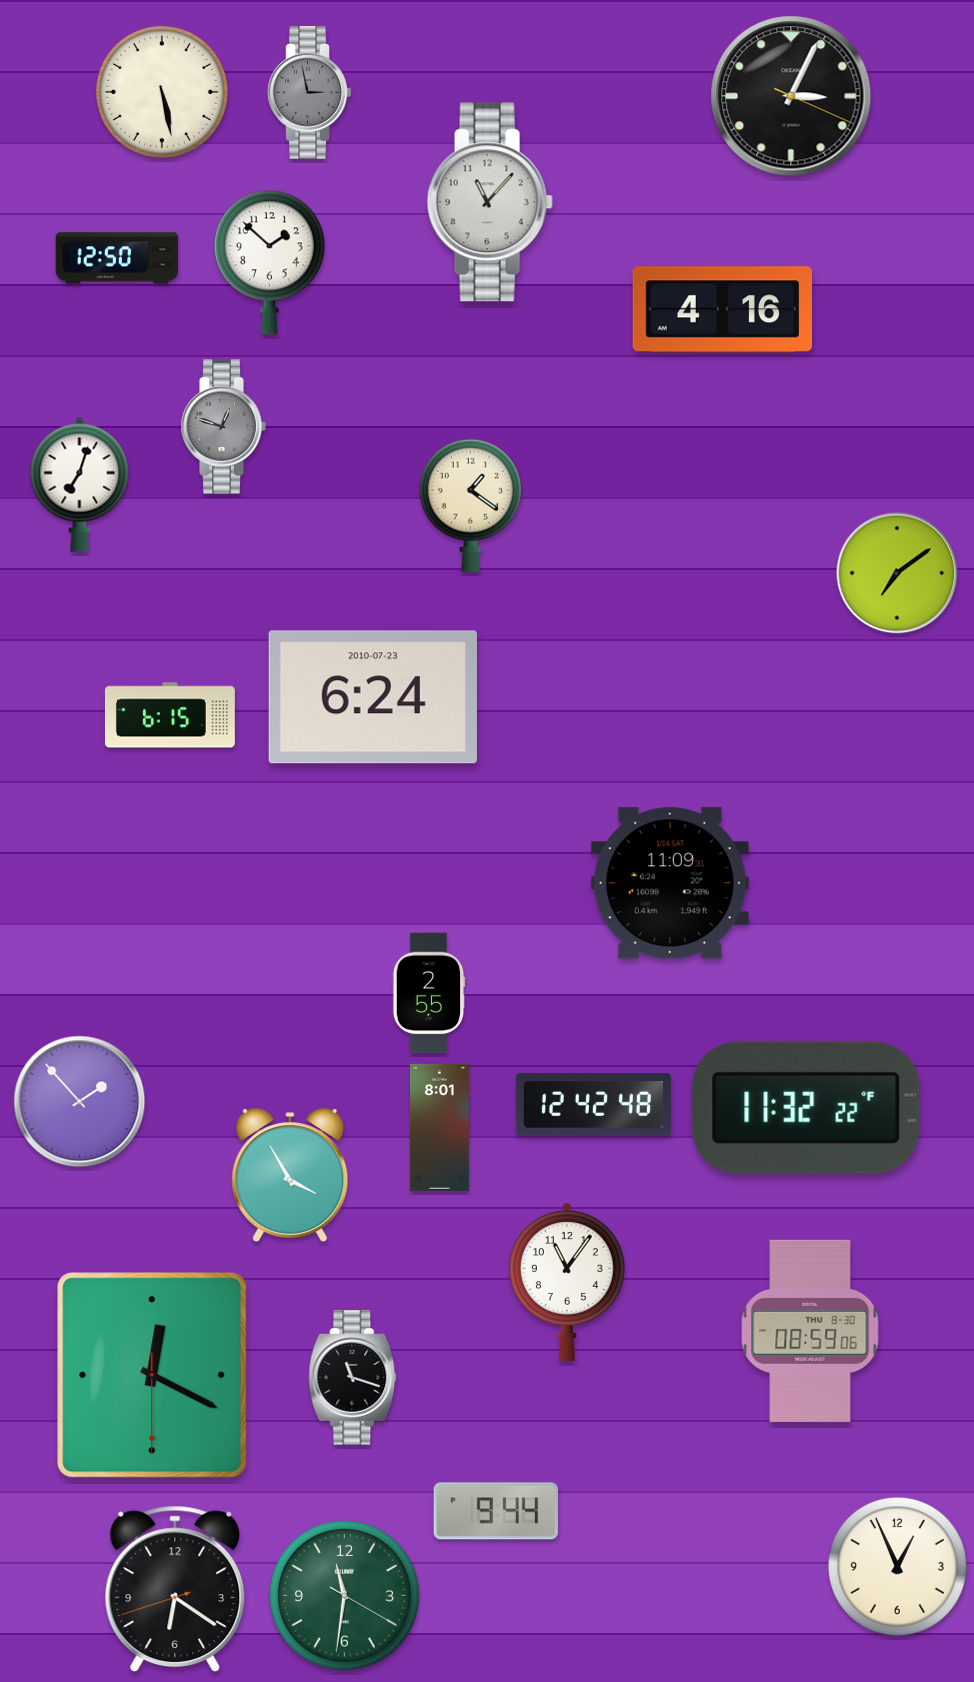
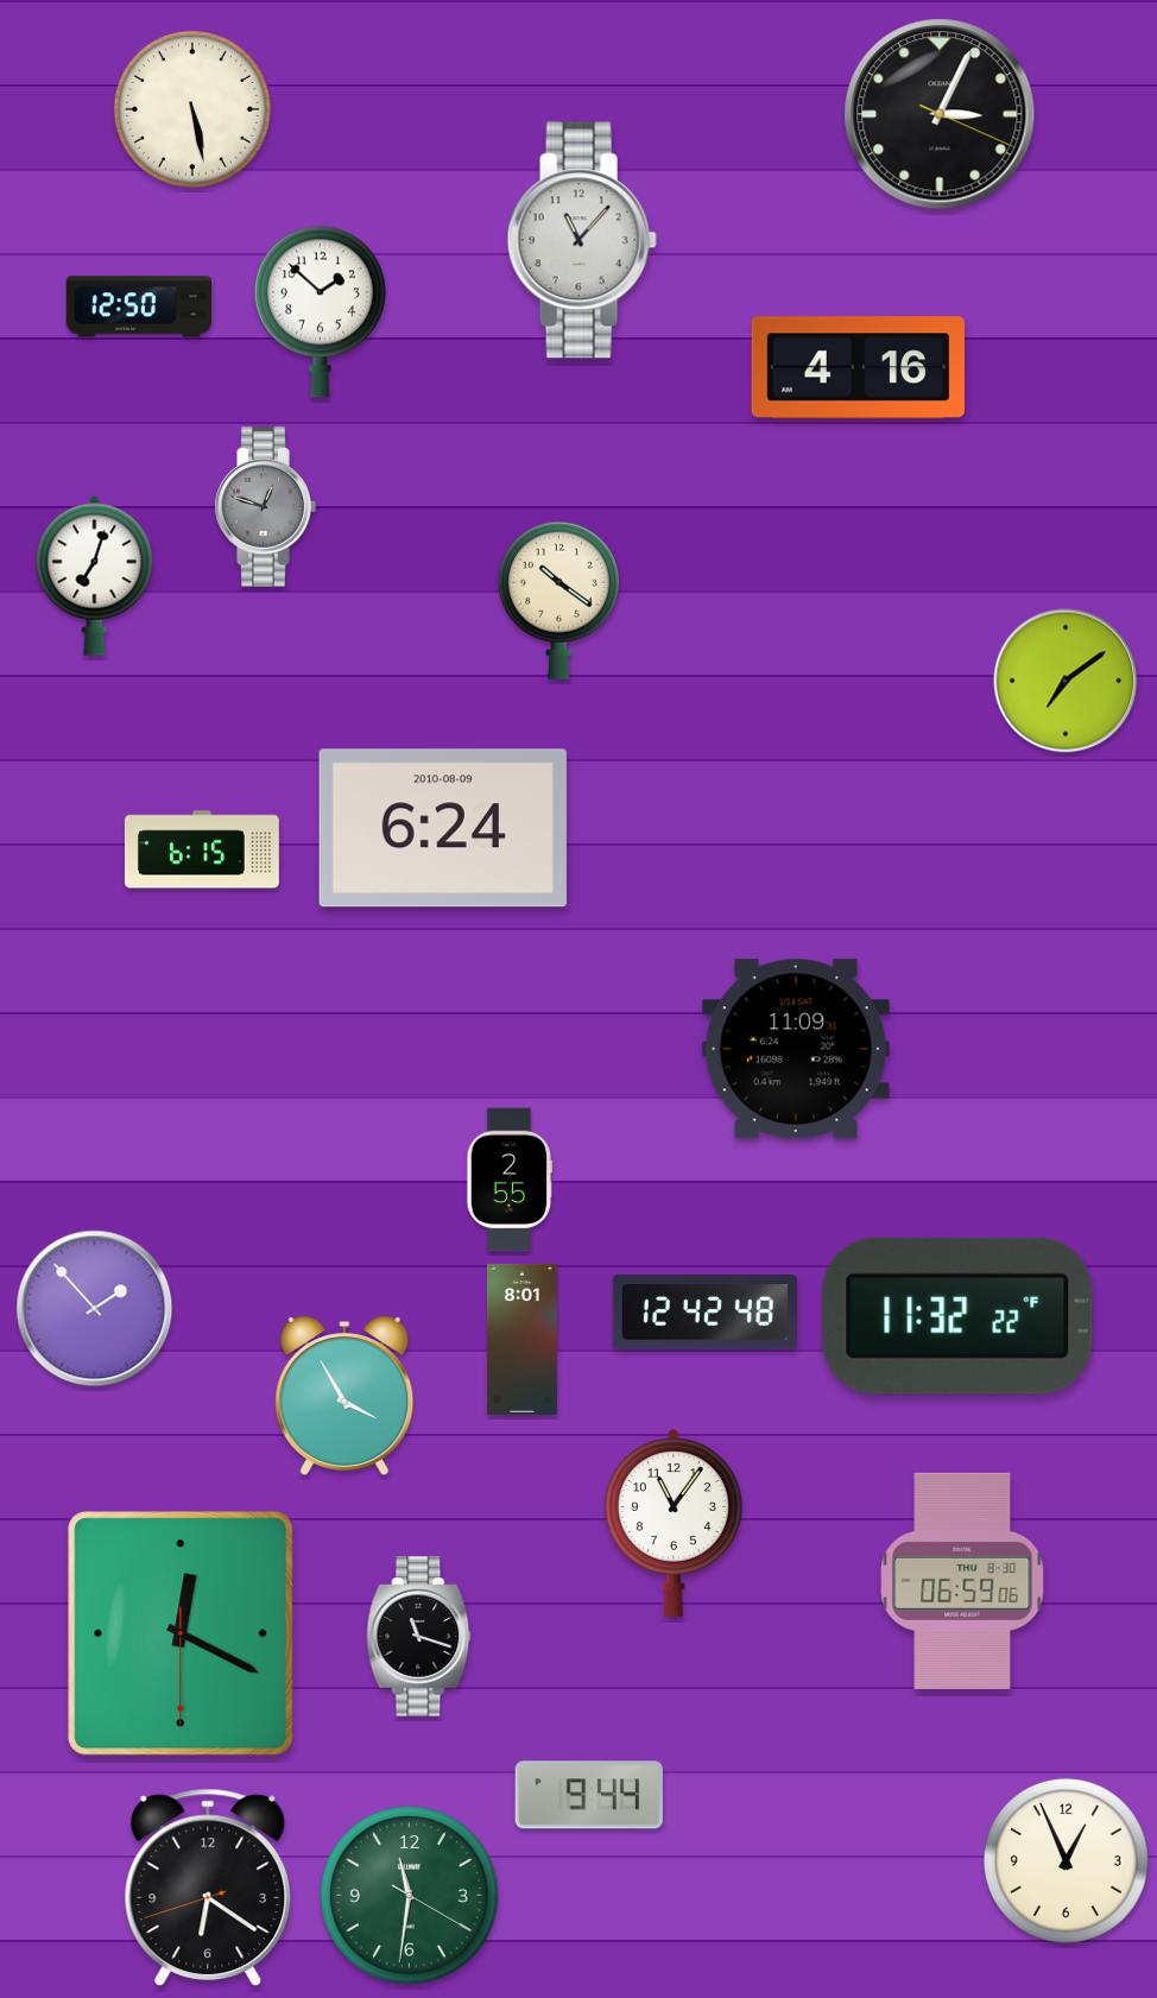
clock at (310, 93): 2:58 -> none
clock at (470, 505): 1:21 -> 10:21
clock at (373, 697) date: 2010-07-23 -> 2010-08-09
clock at (810, 1331): 08:59 -> 06:59
